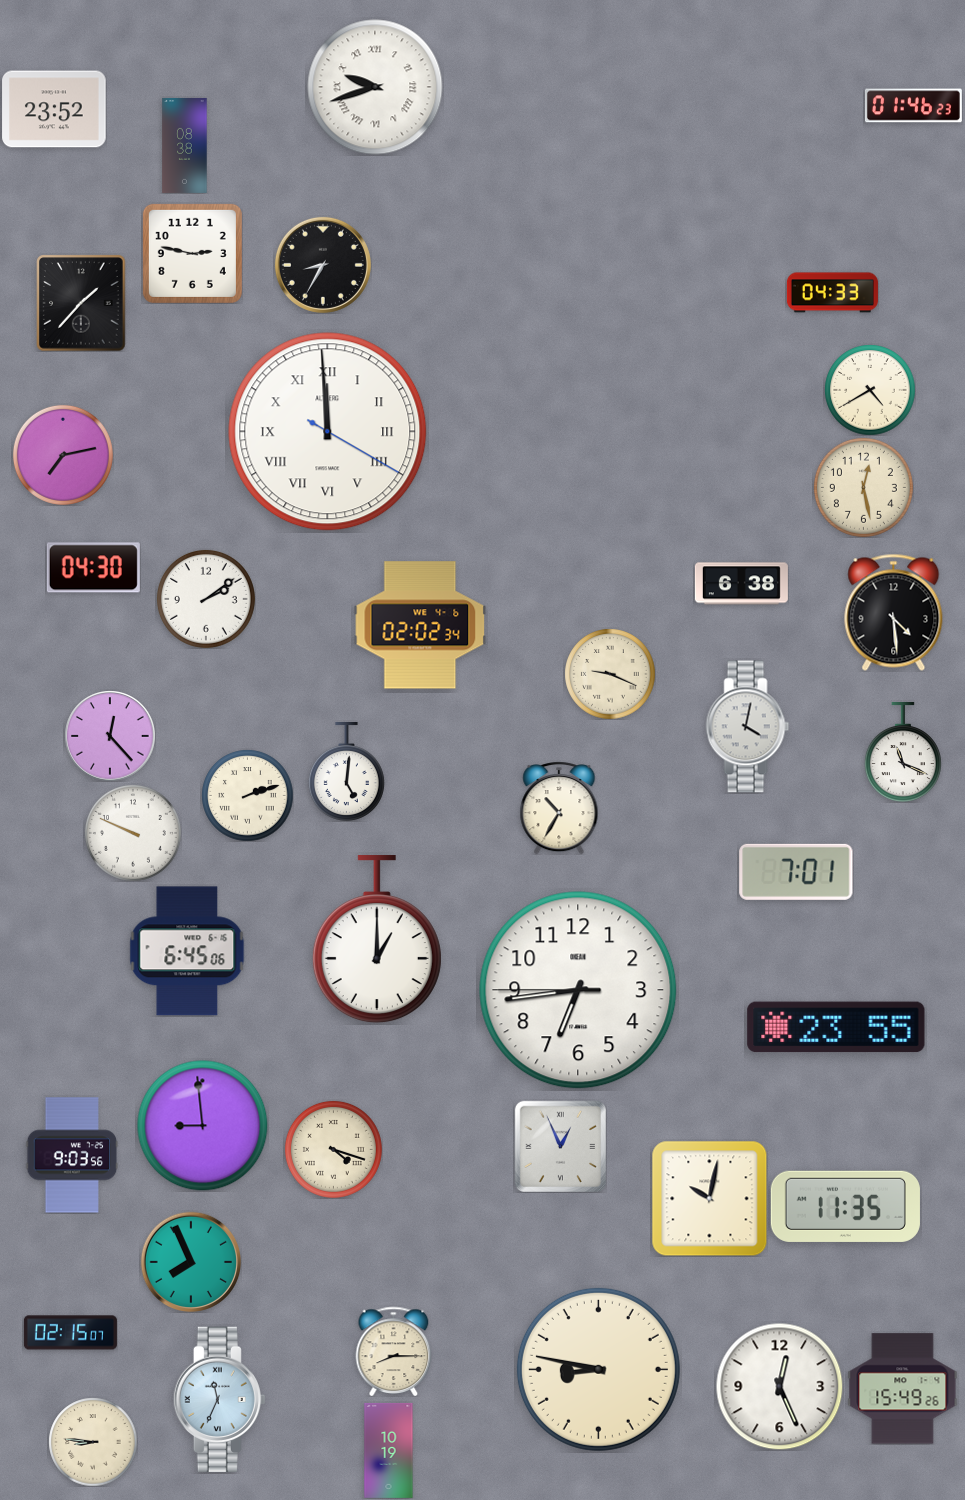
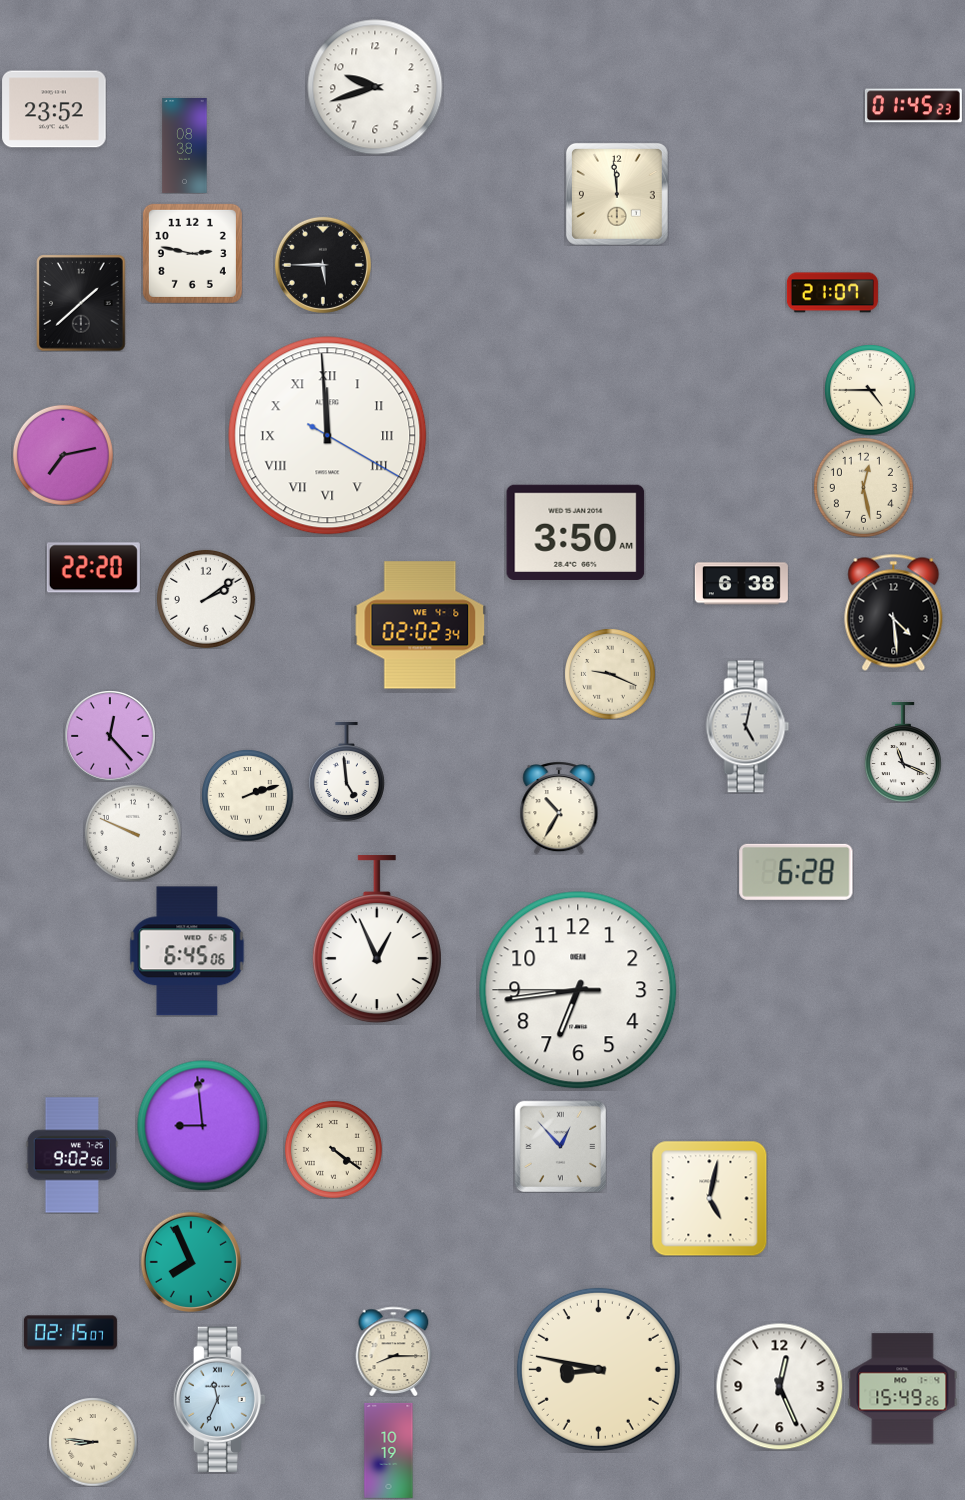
clock at (375, 87) numerals: Roman -> Arabic
clock at (913, 106): 01:46 -> 01:45
clock at (617, 194): none -> 11:59
clock at (323, 265): 8:35 -> 5:45
clock at (832, 293): 04:33 -> 21:07
clock at (81, 303): 1:37 -> 1:38
clock at (870, 390): 4:40 -> 4:45
clock at (328, 432) position: (328, 432) -> (328, 436)
clock at (576, 532): none -> 3:50
clock at (93, 568): 04:30 -> 22:20
clock at (748, 727): 4:02 -> 5:02
clock at (346, 772): 5:01 -> 4:59
clock at (796, 872): 7:01 -> 6:28
clock at (377, 940): 1:00 -> 12:56
clock at (836, 1027): 23:55 -> none
clock at (560, 1146): 12:56 -> 12:53
clock at (333, 1149): 4:18 -> 4:21
clock at (72, 1155): 9:03 -> 9:02
clock at (709, 1198): 10:02 -> 5:02
clock at (845, 1206): 11:35 -> none
